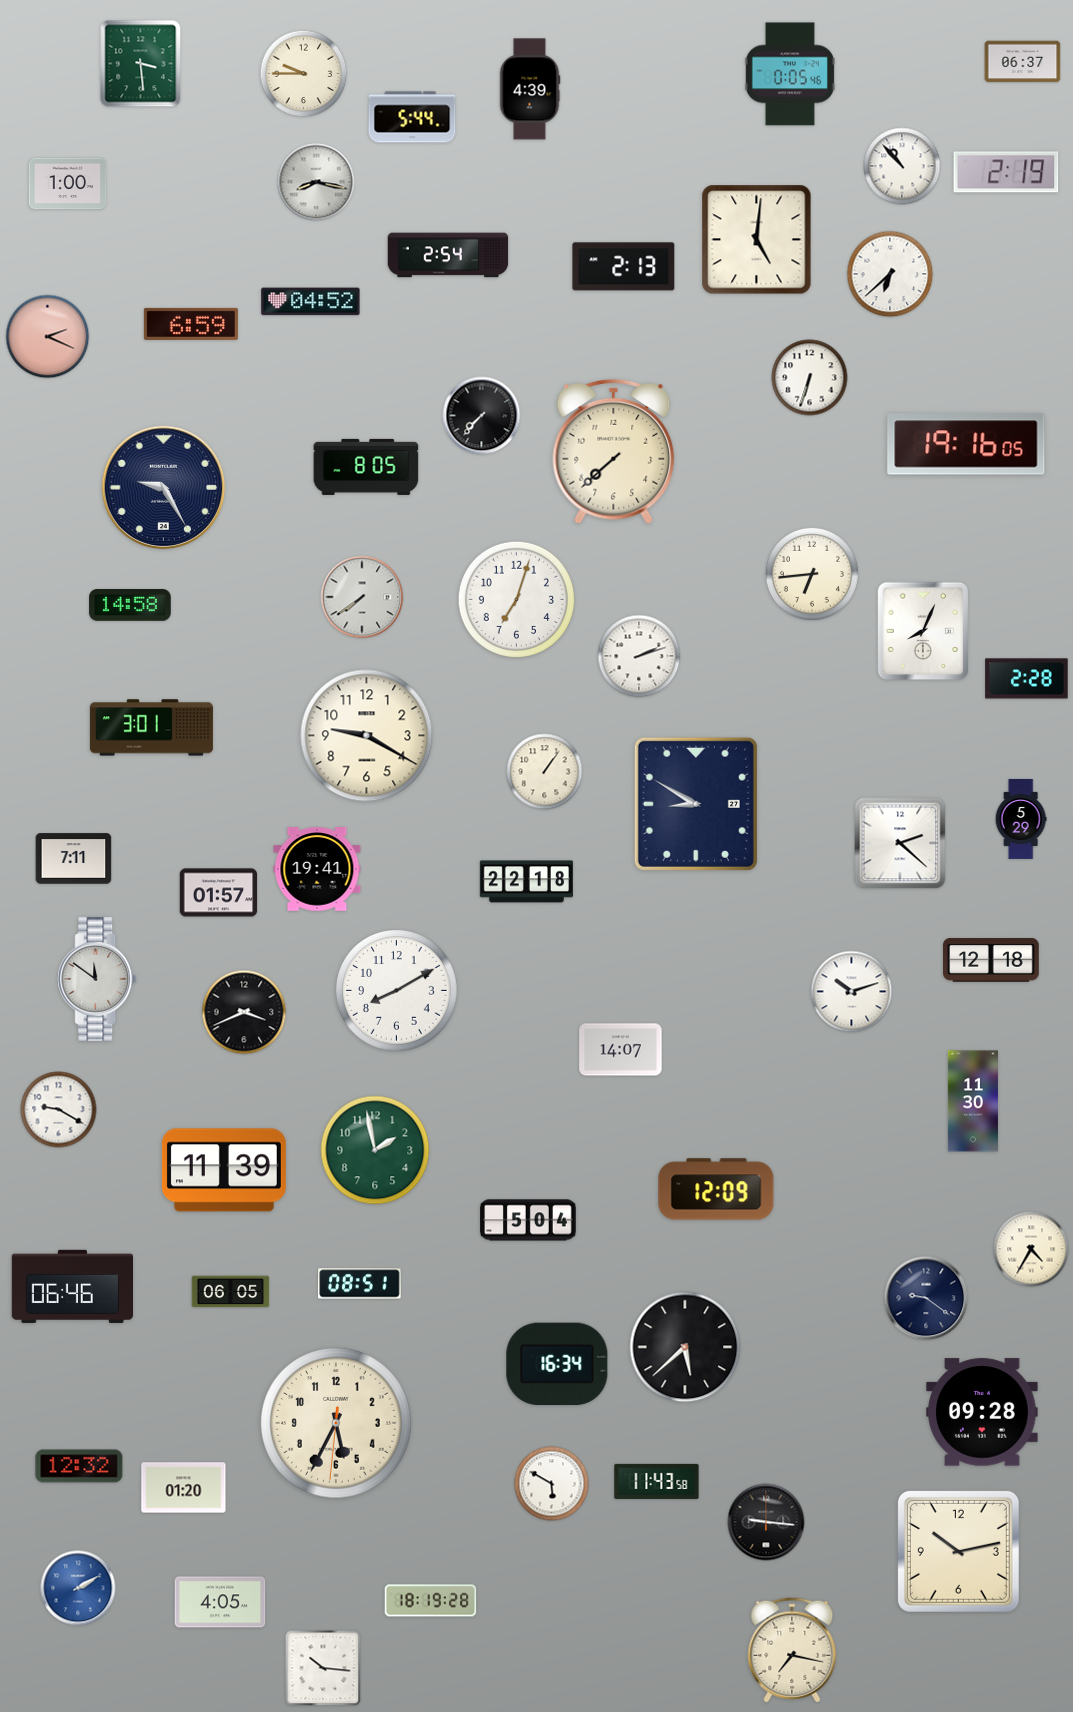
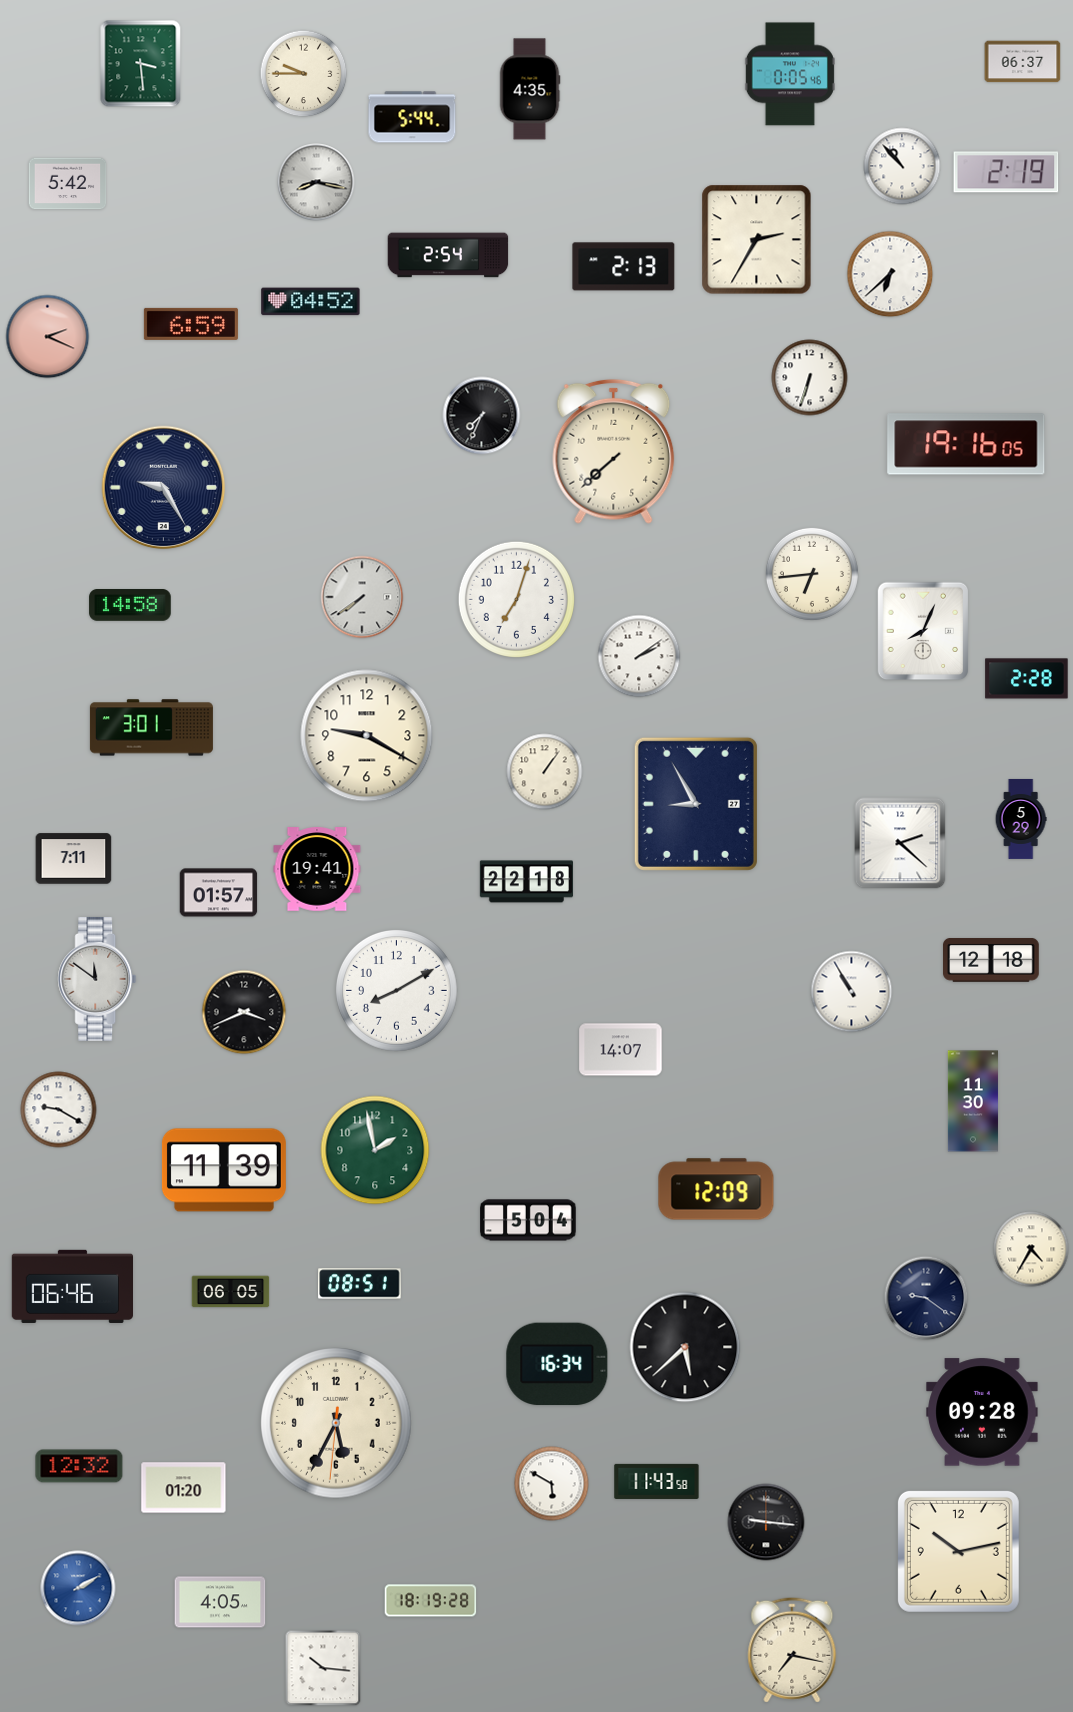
clock at (530, 89): 4:39 -> 4:35
clock at (68, 184): 1:00 -> 5:42
clock at (757, 240): 5:01 -> 2:35
clock at (482, 416): 7:37 -> 7:34
clock at (366, 467): 8:05 -> none
clock at (639, 656): 2:12 -> 2:09
clock at (696, 804): 8:50 -> 8:55
clock at (852, 992): 10:12 -> 10:55
